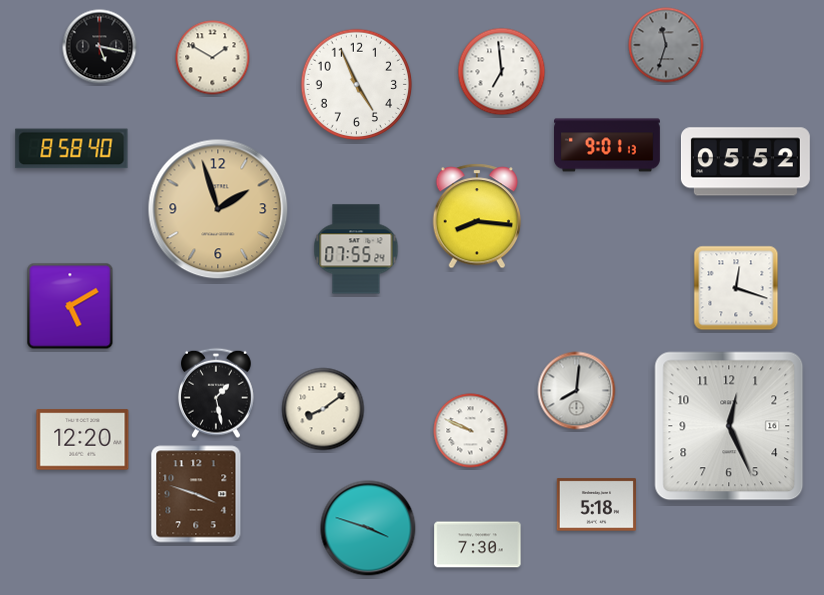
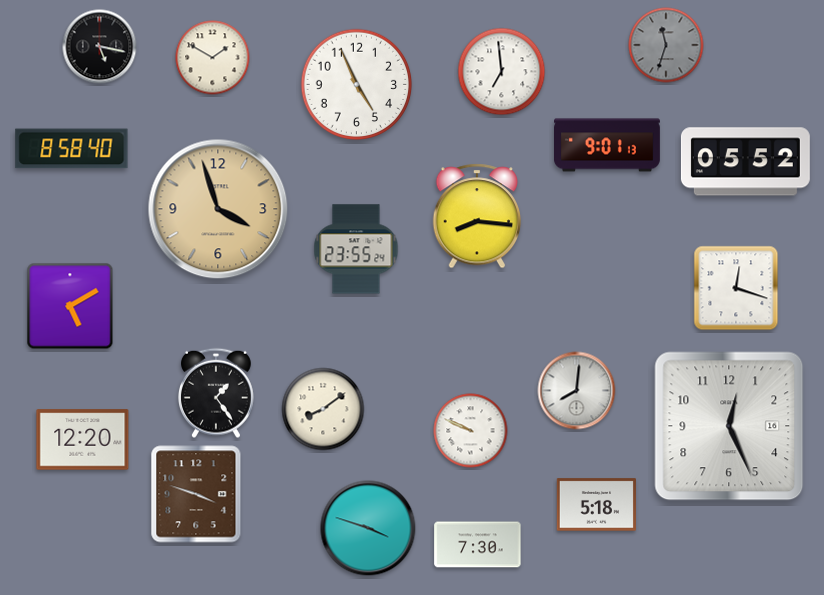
clock at (218, 209): 1:57 -> 3:57
clock at (356, 249): 07:55 -> 23:55
clock at (216, 393): 1:28 -> 1:24
